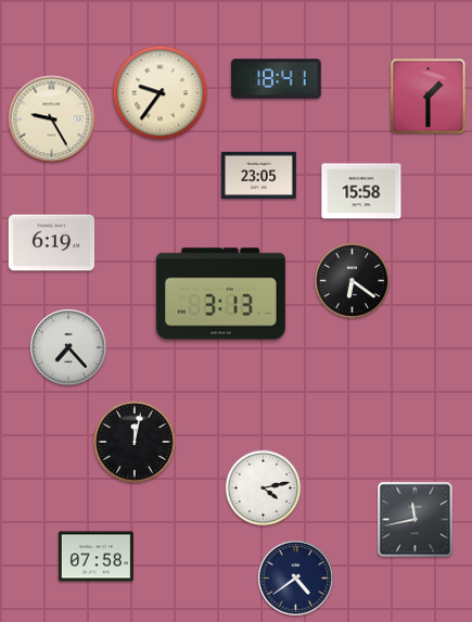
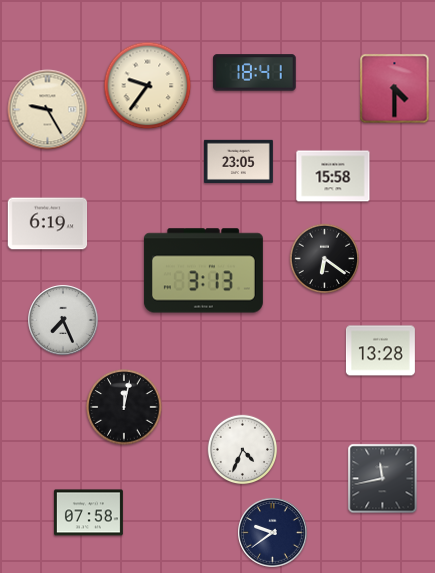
clock at (429, 97): 1:30 -> 4:30
clock at (68, 347): 7:23 -> 7:26
clock at (380, 351): none -> 13:28
clock at (264, 488): 4:13 -> 4:34
clock at (296, 579): 4:39 -> 9:39
